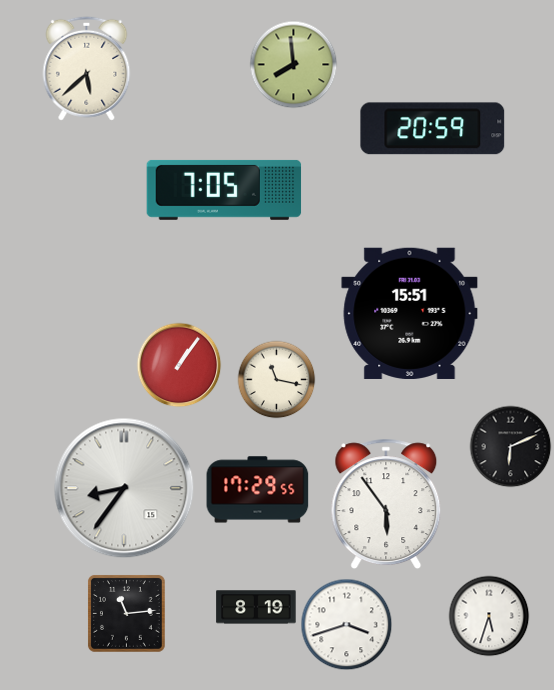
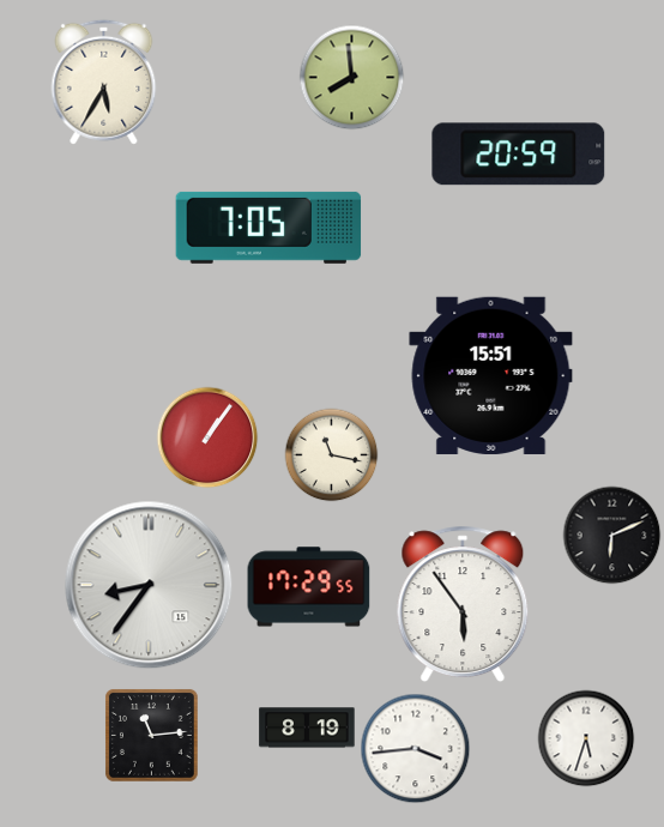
clock at (87, 68): 5:38 -> 5:35
clock at (179, 365) position: (179, 365) -> (207, 437)
clock at (346, 624): 3:42 -> 3:44
